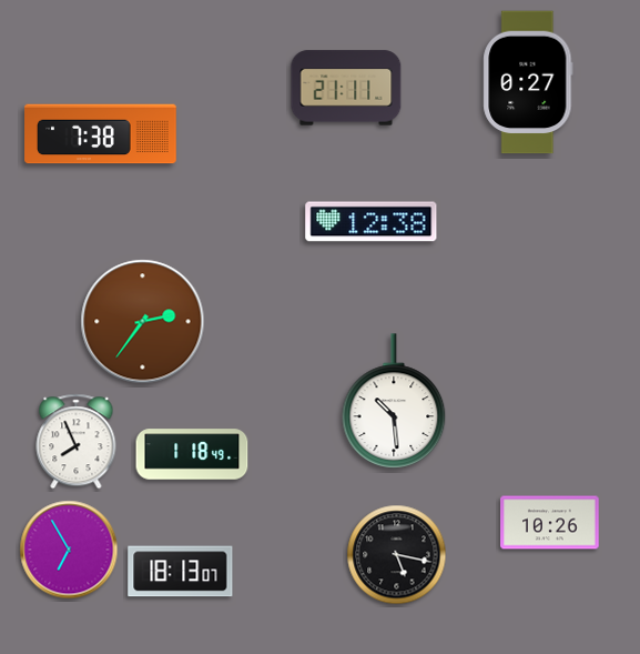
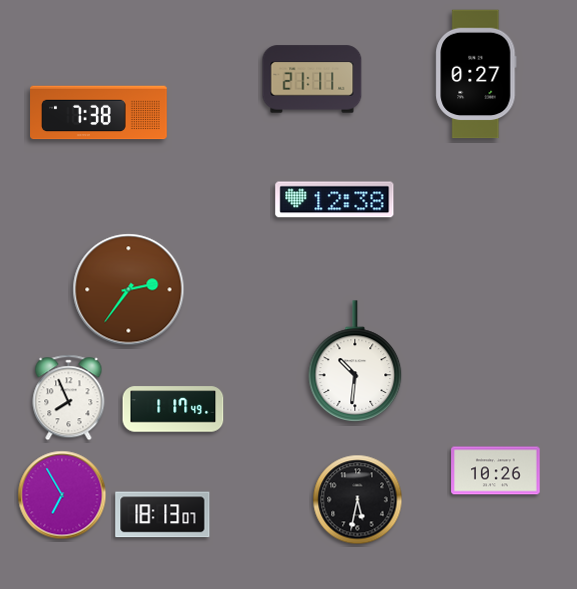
clock at (101, 134) position: (101, 134) -> (99, 113)
clock at (394, 401): 10:29 -> 10:31
clock at (192, 454): 1:18 -> 1:17
clock at (397, 555): 5:17 -> 5:32
